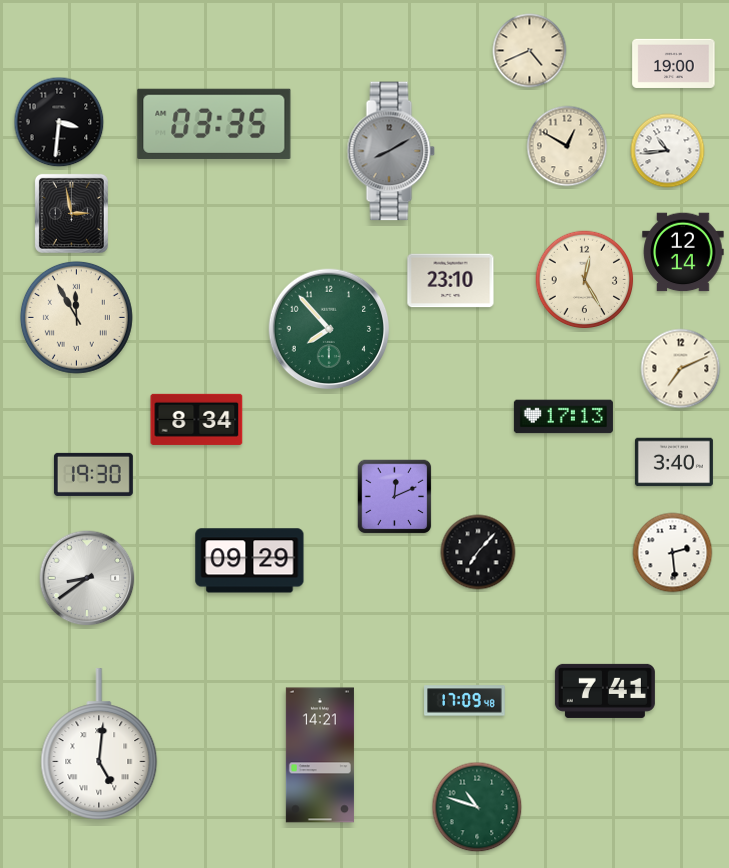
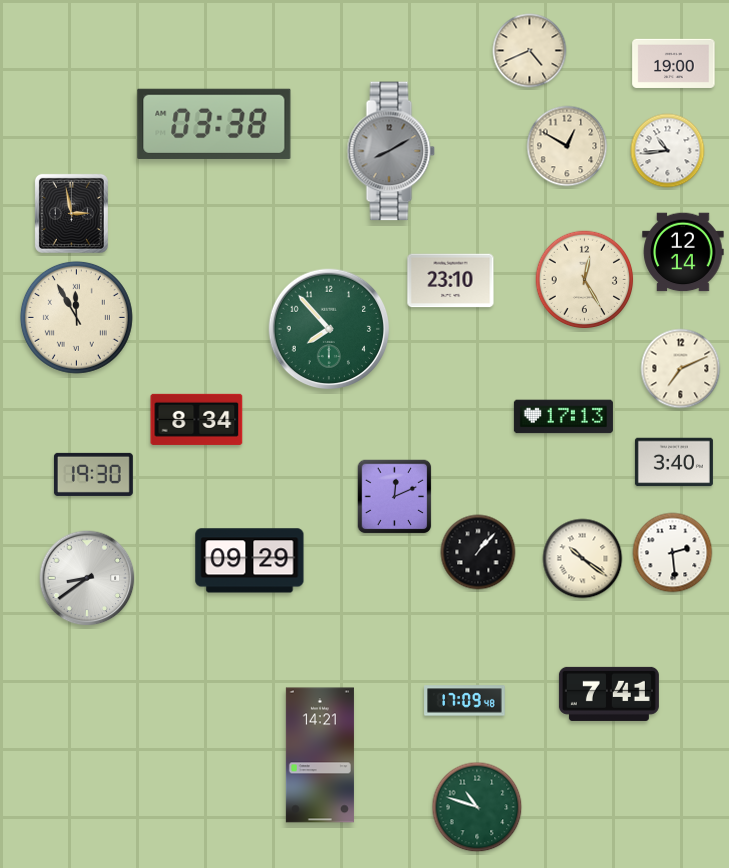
clock at (59, 122): 3:31 -> none
clock at (214, 124): 03:35 -> 03:38
clock at (478, 552): 7:07 -> 1:07
clock at (583, 559): none -> 10:21
clock at (605, 691) position: (605, 691) -> (609, 694)
clock at (99, 744): 5:01 -> none
